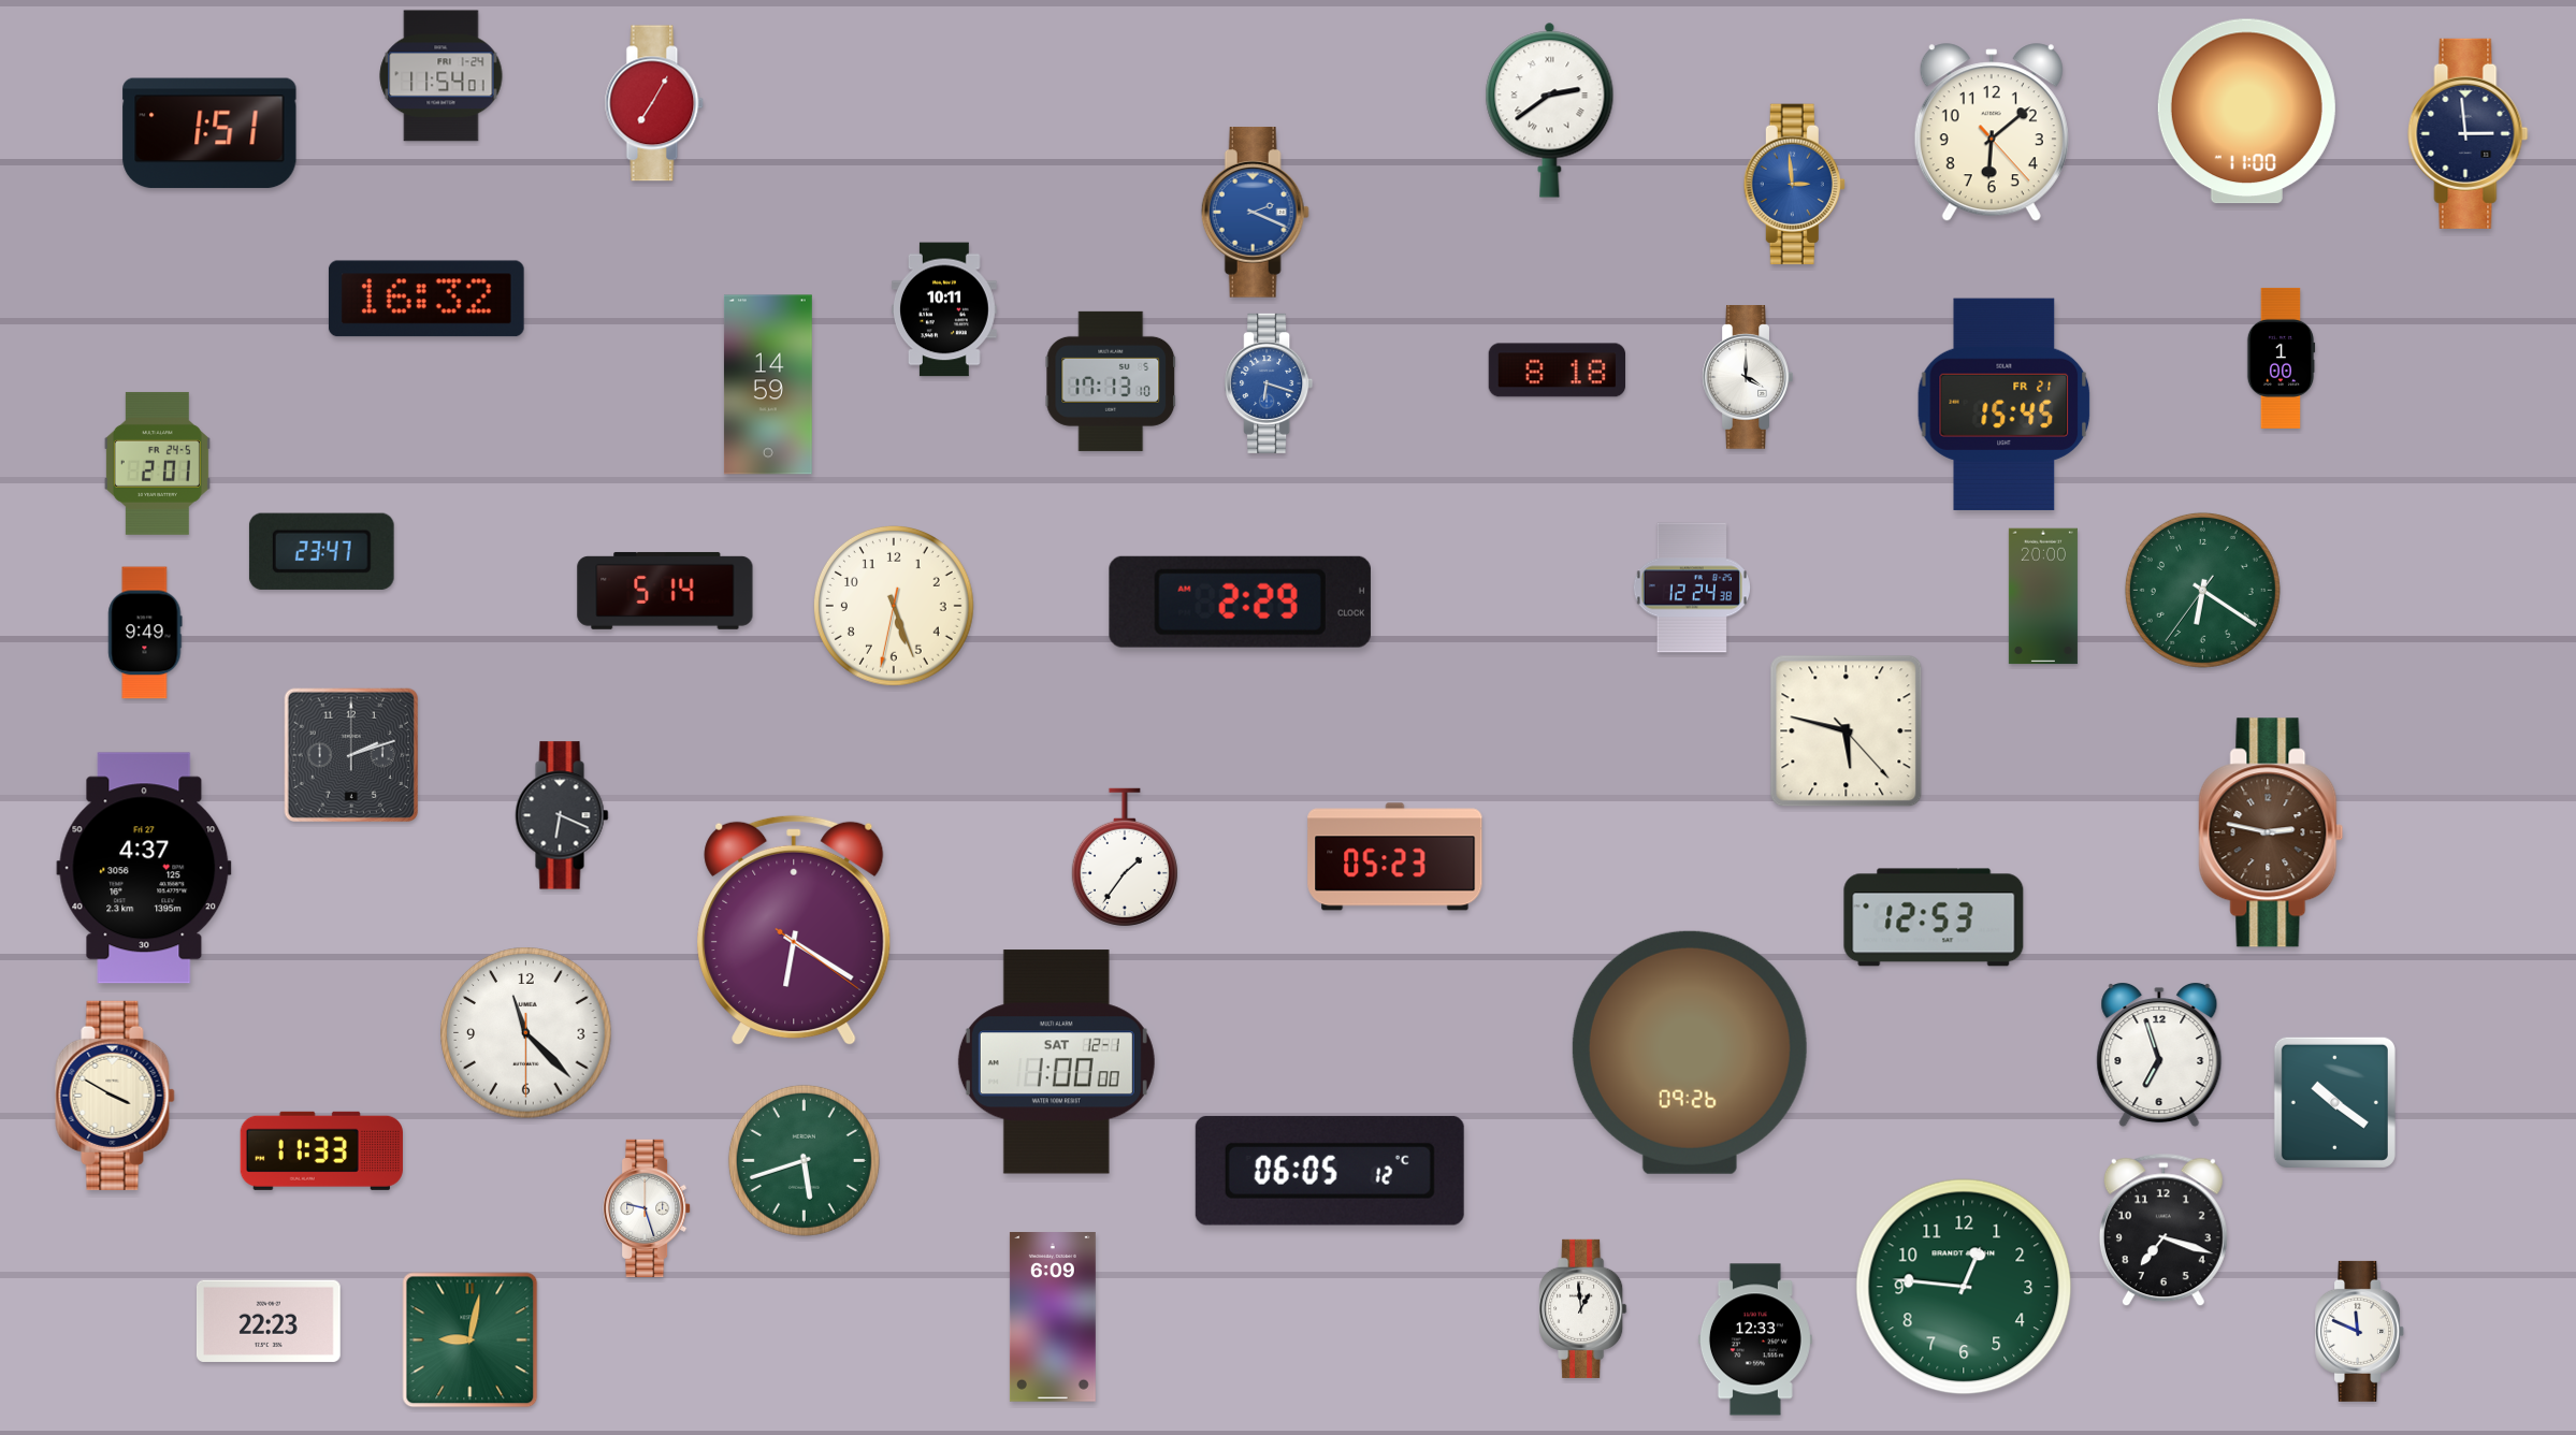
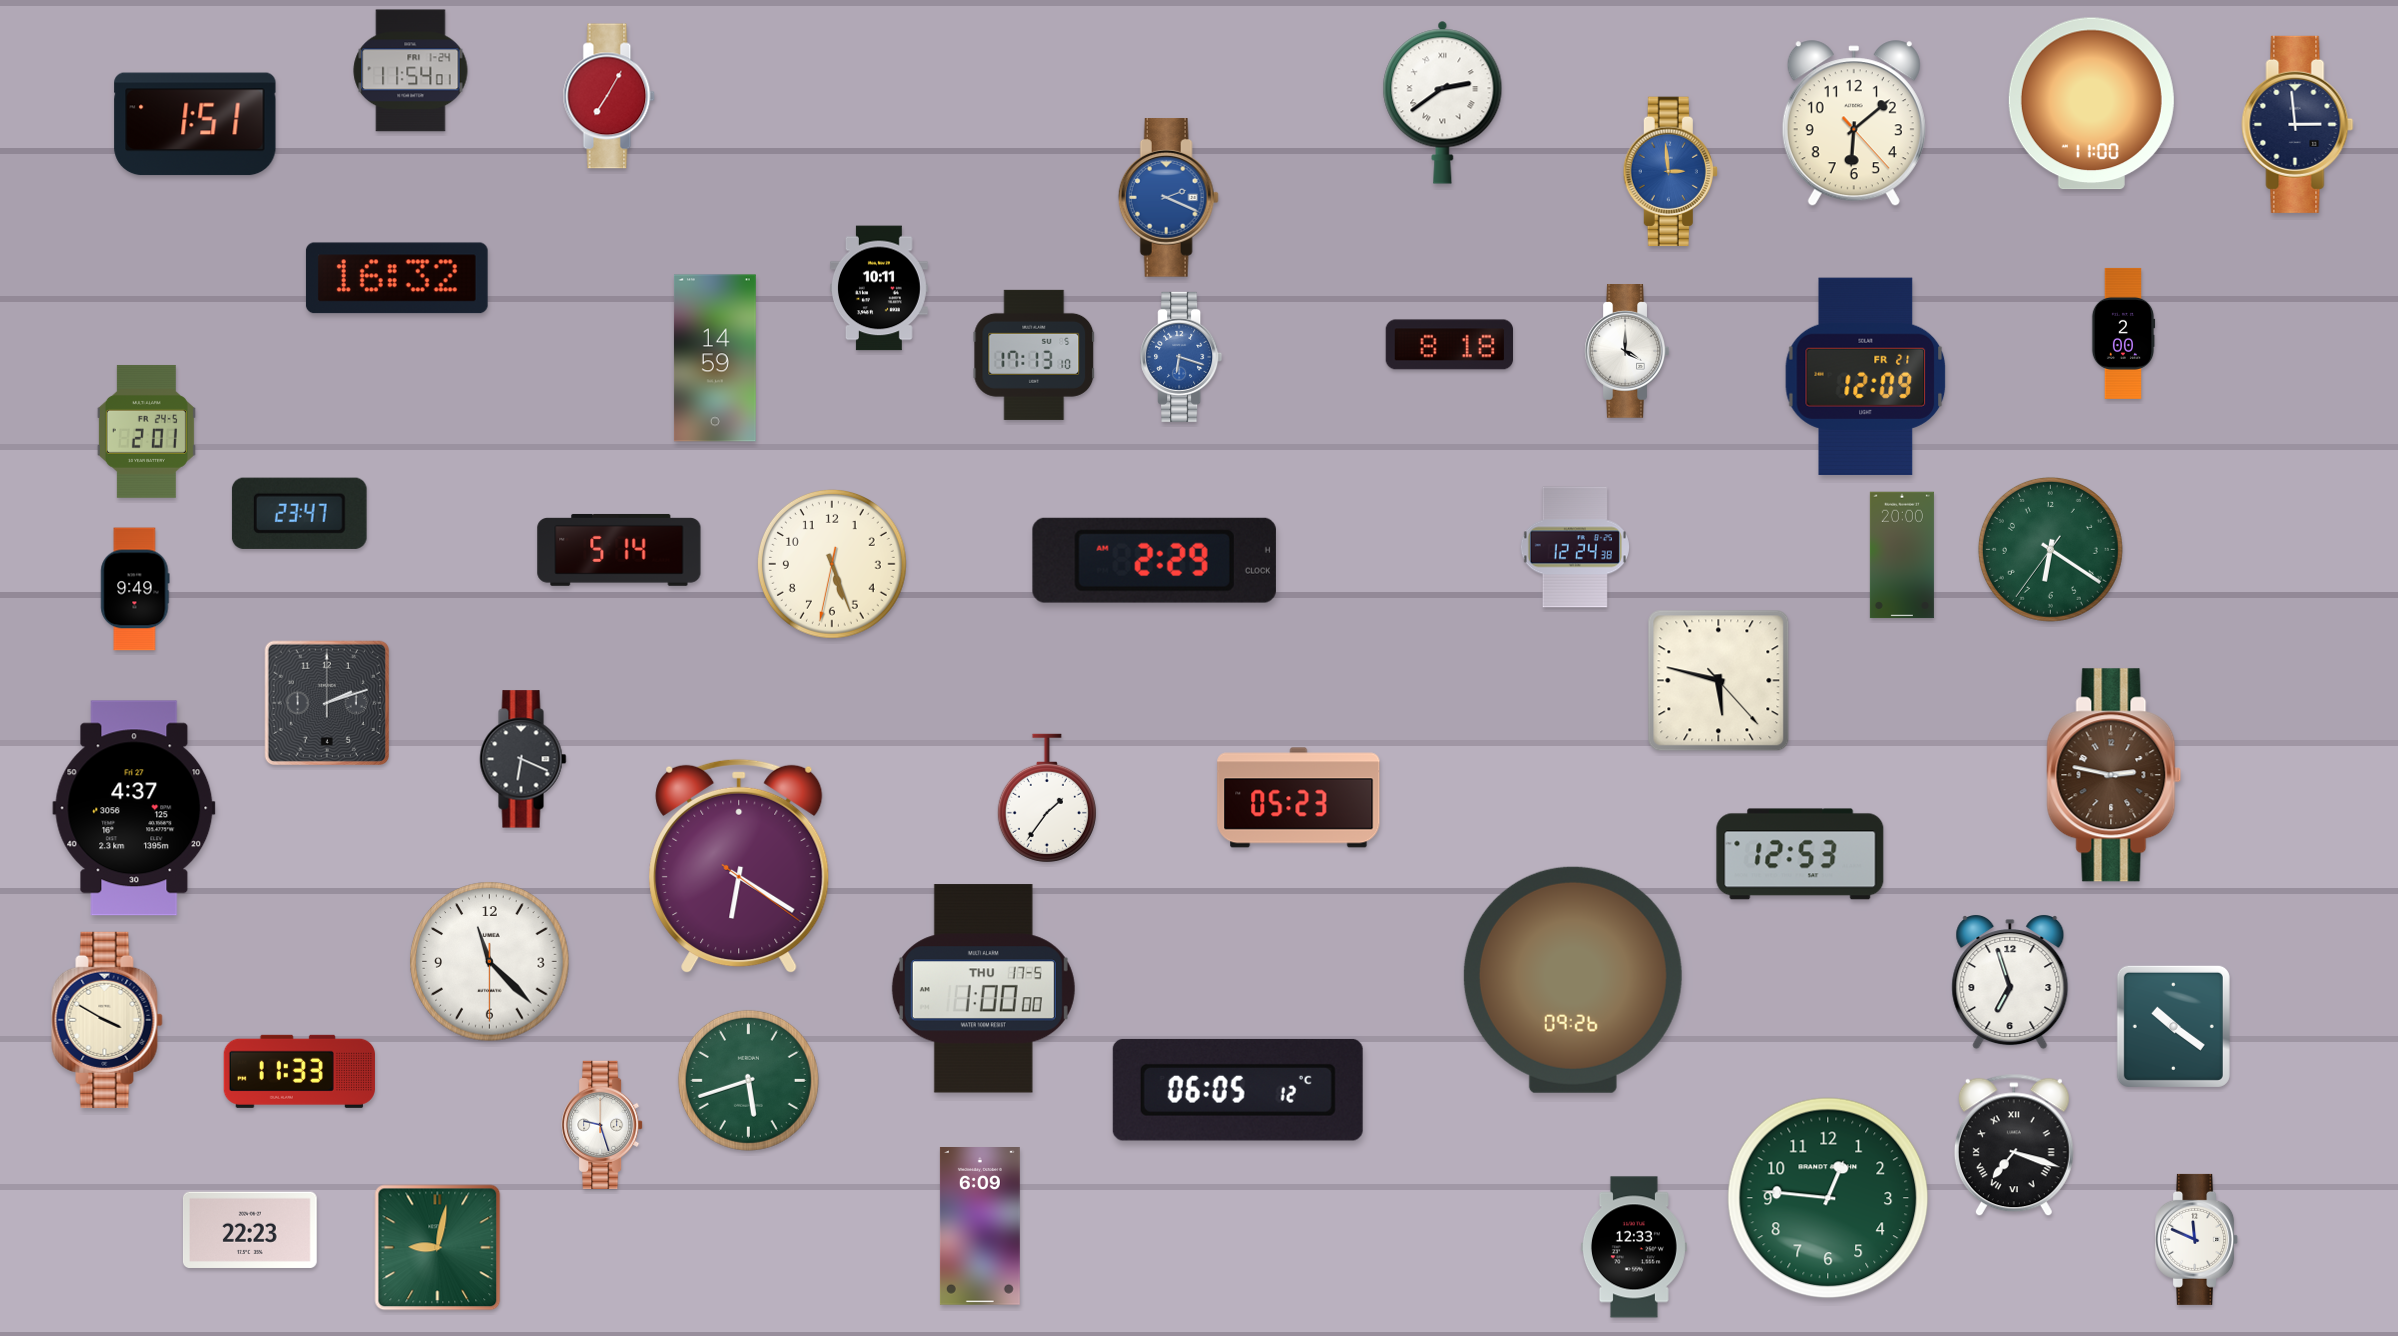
clock at (2281, 358): 1:00 -> 2:00
clock at (2005, 404): 15:45 -> 12:09
clock at (1056, 1062) date: SAT 12-1 -> THU 17-5
clock at (2163, 1230) numerals: Arabic -> Roman
clock at (1583, 1308): 12:59 -> none
